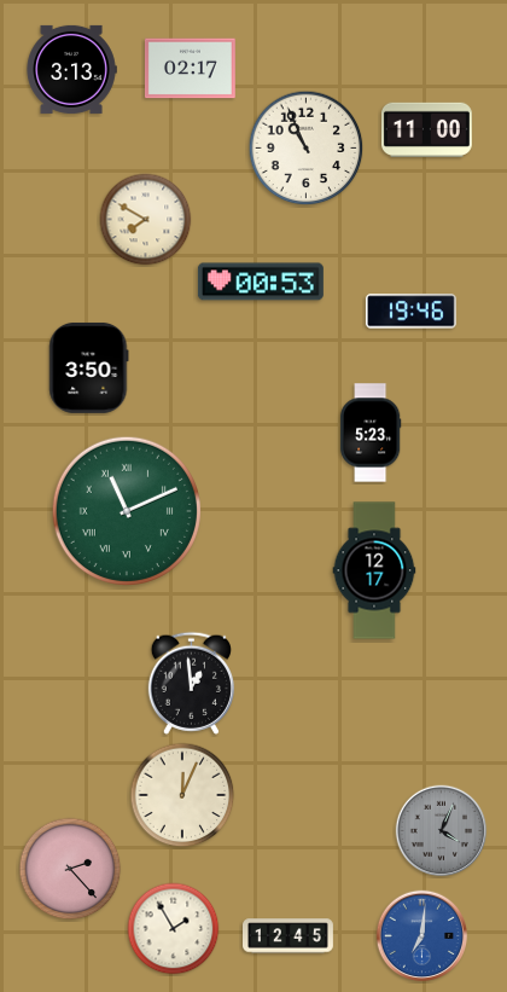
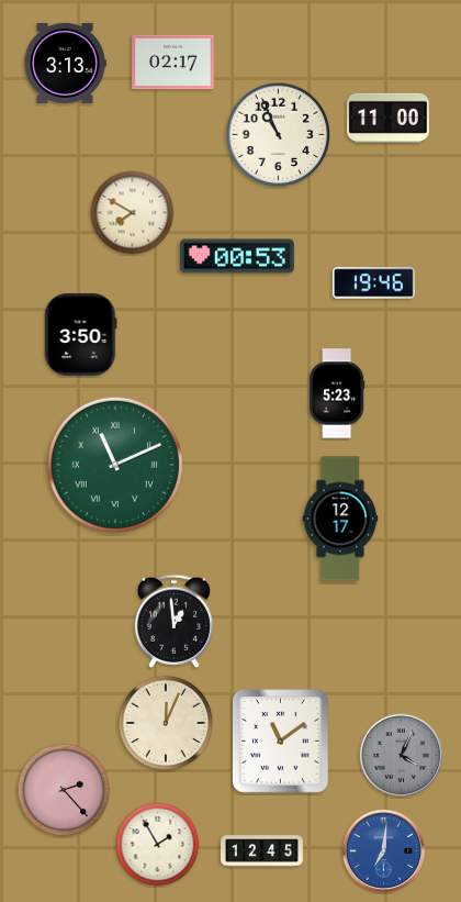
clock at (146, 220) position: (146, 220) -> (133, 213)
clock at (281, 742): none -> 11:09
